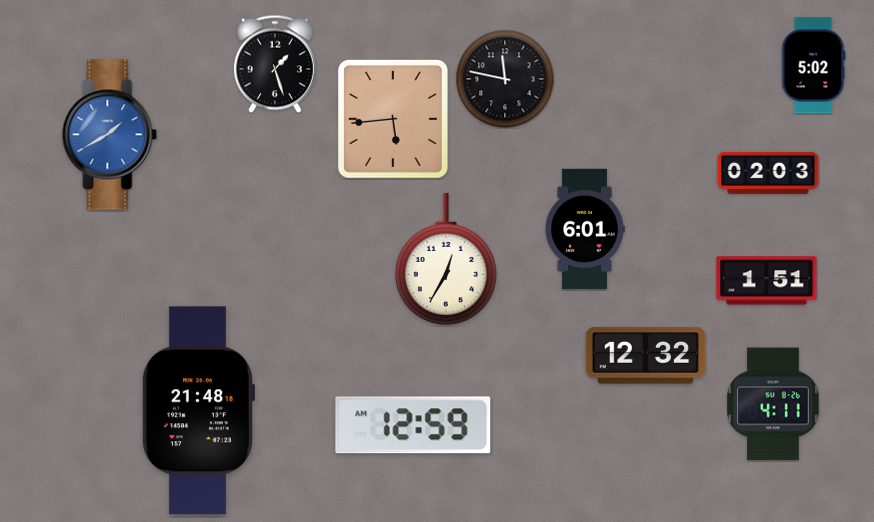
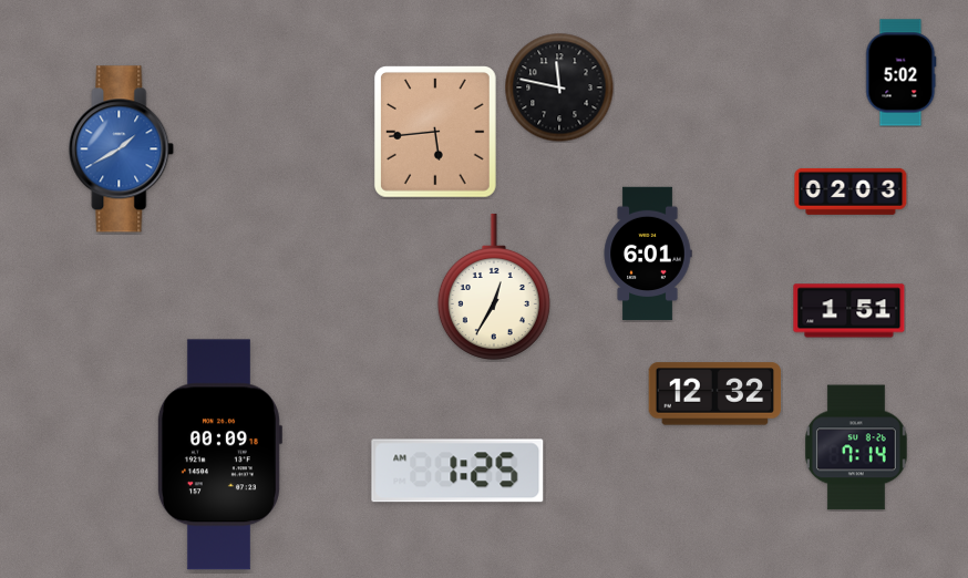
clock at (275, 64): 1:27 -> none
clock at (774, 404): 4:11 -> 7:14
clock at (198, 411): 21:48 -> 00:09
clock at (413, 425): 12:59 -> 1:25
